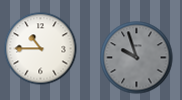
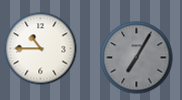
clock at (137, 58): 9:57 -> 7:05
